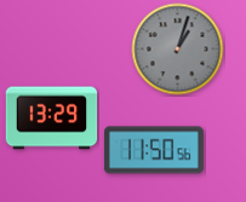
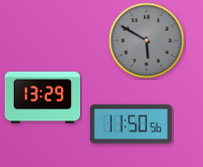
clock at (178, 50): 1:03 -> 5:50
clock at (154, 150) position: (154, 150) -> (131, 124)
